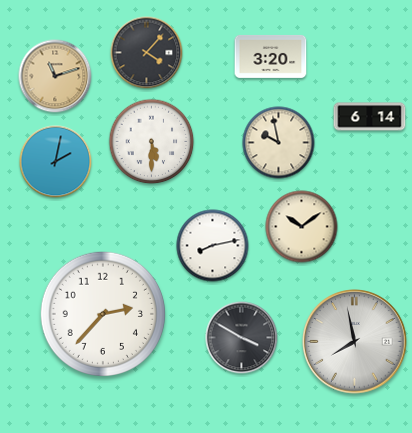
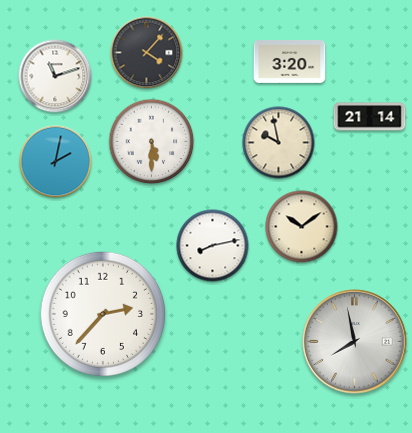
clock at (271, 56) position: (271, 56) -> (290, 61)
clock at (55, 76) dial: champagne -> white
clock at (370, 117): 6:14 -> 21:14
clock at (242, 338): 3:50 -> none
